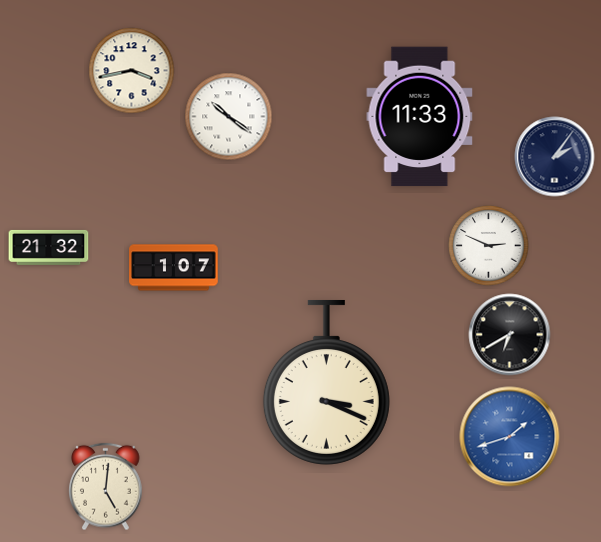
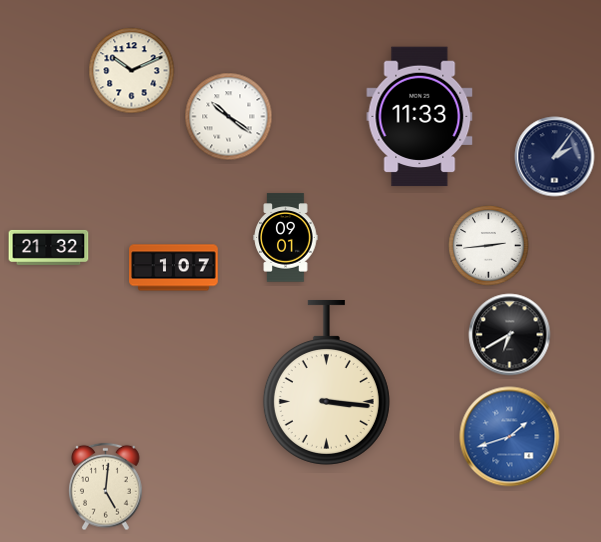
clock at (132, 71): 3:43 -> 10:11
clock at (286, 238): none -> 09:01
clock at (489, 246): 2:49 -> 2:44
clock at (326, 382): 3:19 -> 3:16
